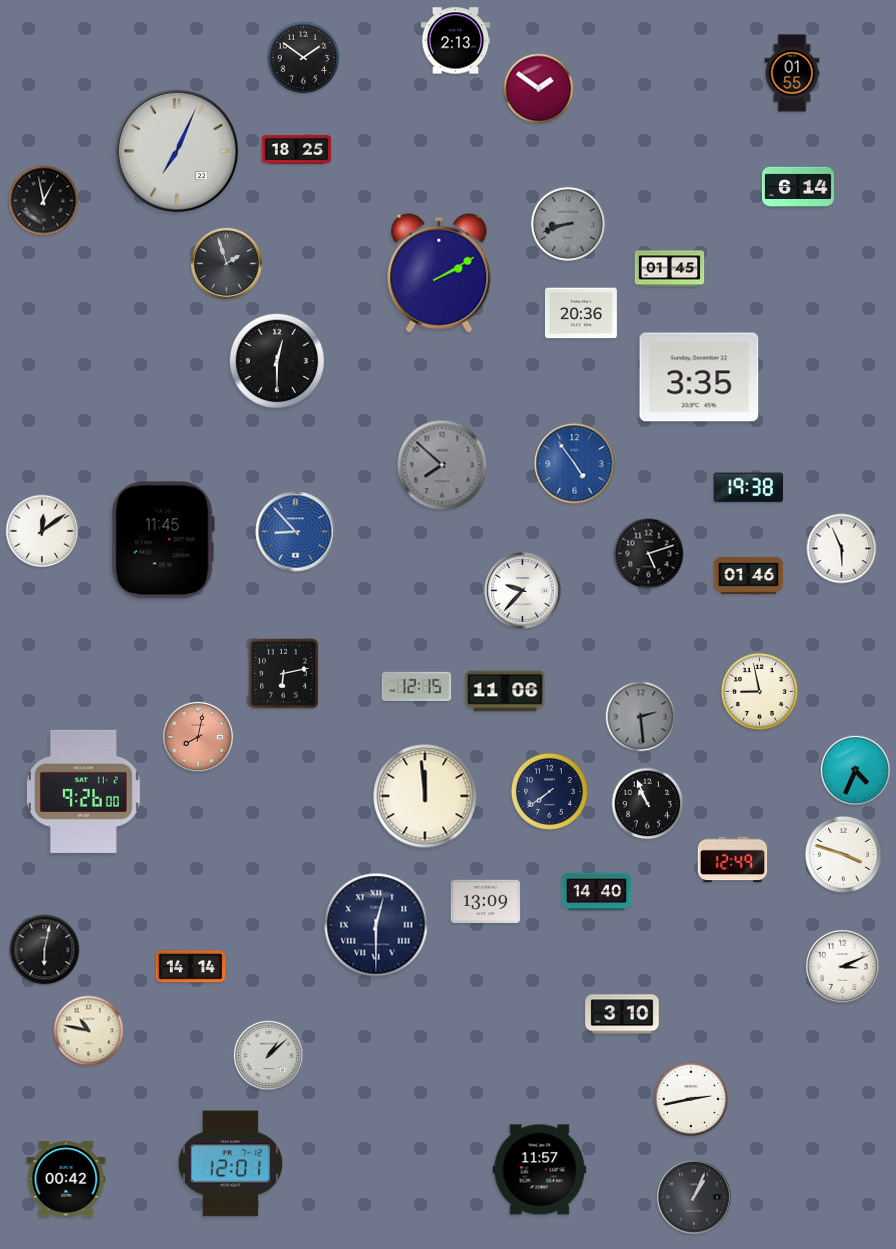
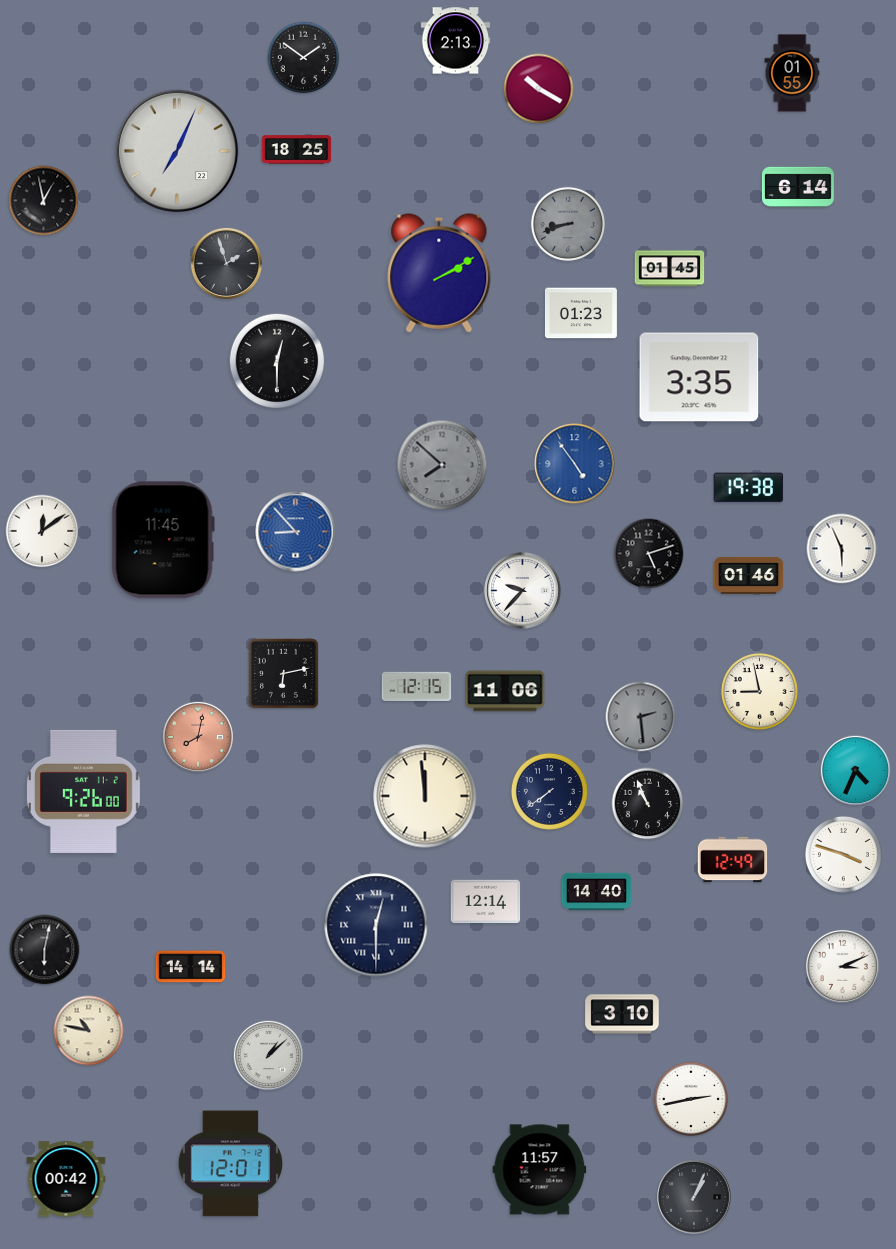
clock at (539, 89): 1:51 -> 10:20
clock at (581, 313): 20:36 -> 01:23
clock at (486, 902): 13:09 -> 12:14
